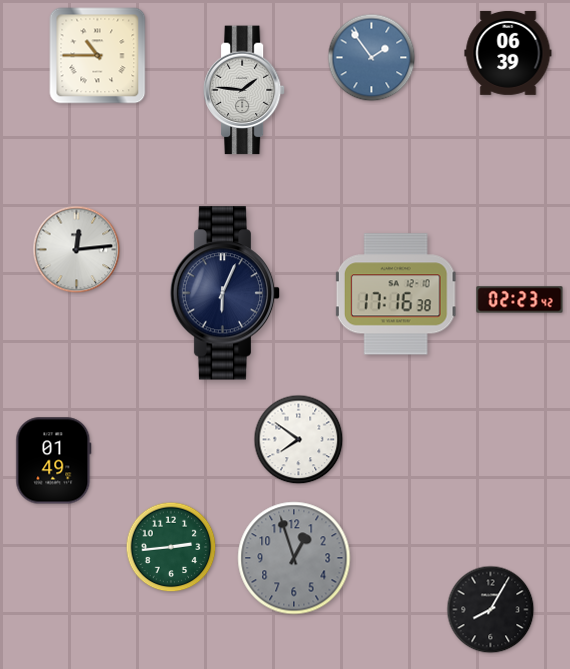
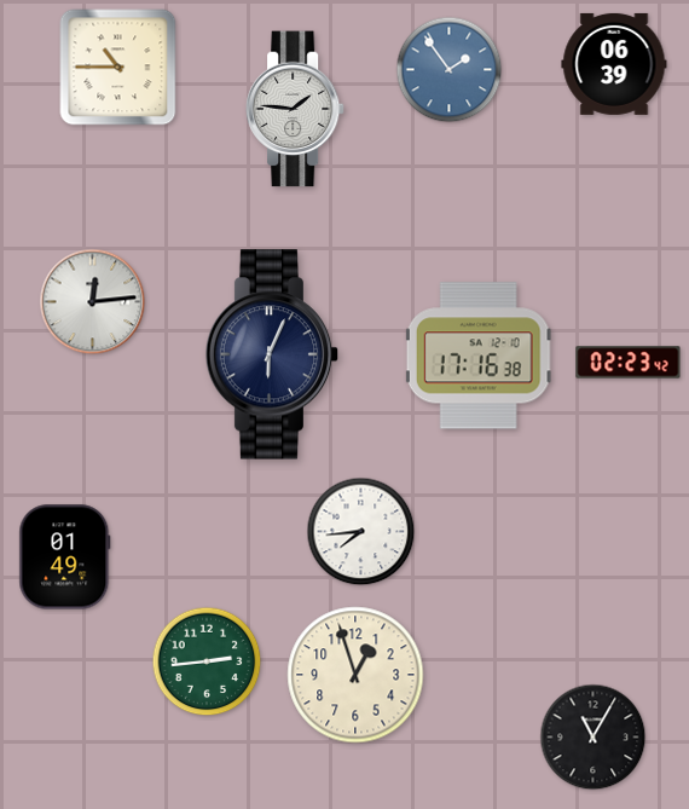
clock at (299, 440): 7:51 -> 7:44
clock at (294, 558) dial: grey -> cream
clock at (491, 610): 8:05 -> 11:05
